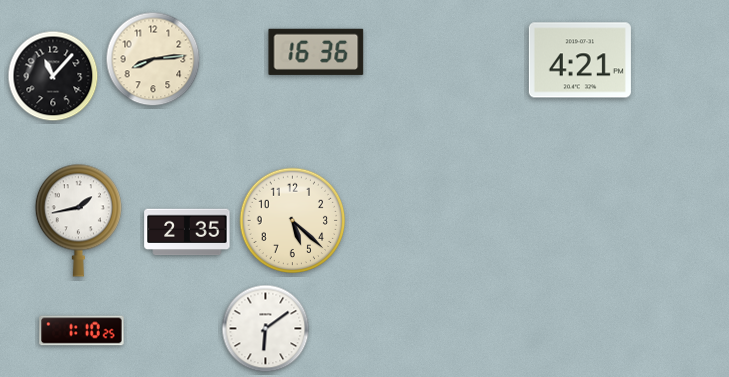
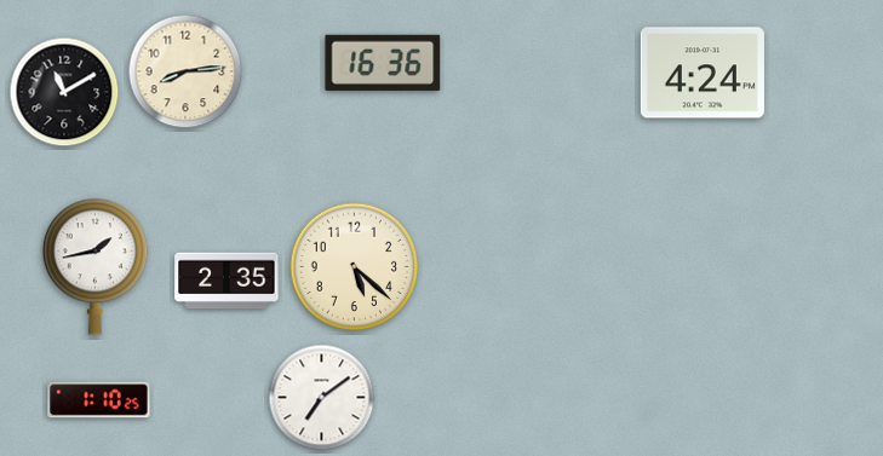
clock at (580, 60): 4:21 -> 4:24
clock at (53, 76): 11:07 -> 11:10
clock at (266, 329): 6:09 -> 7:09
